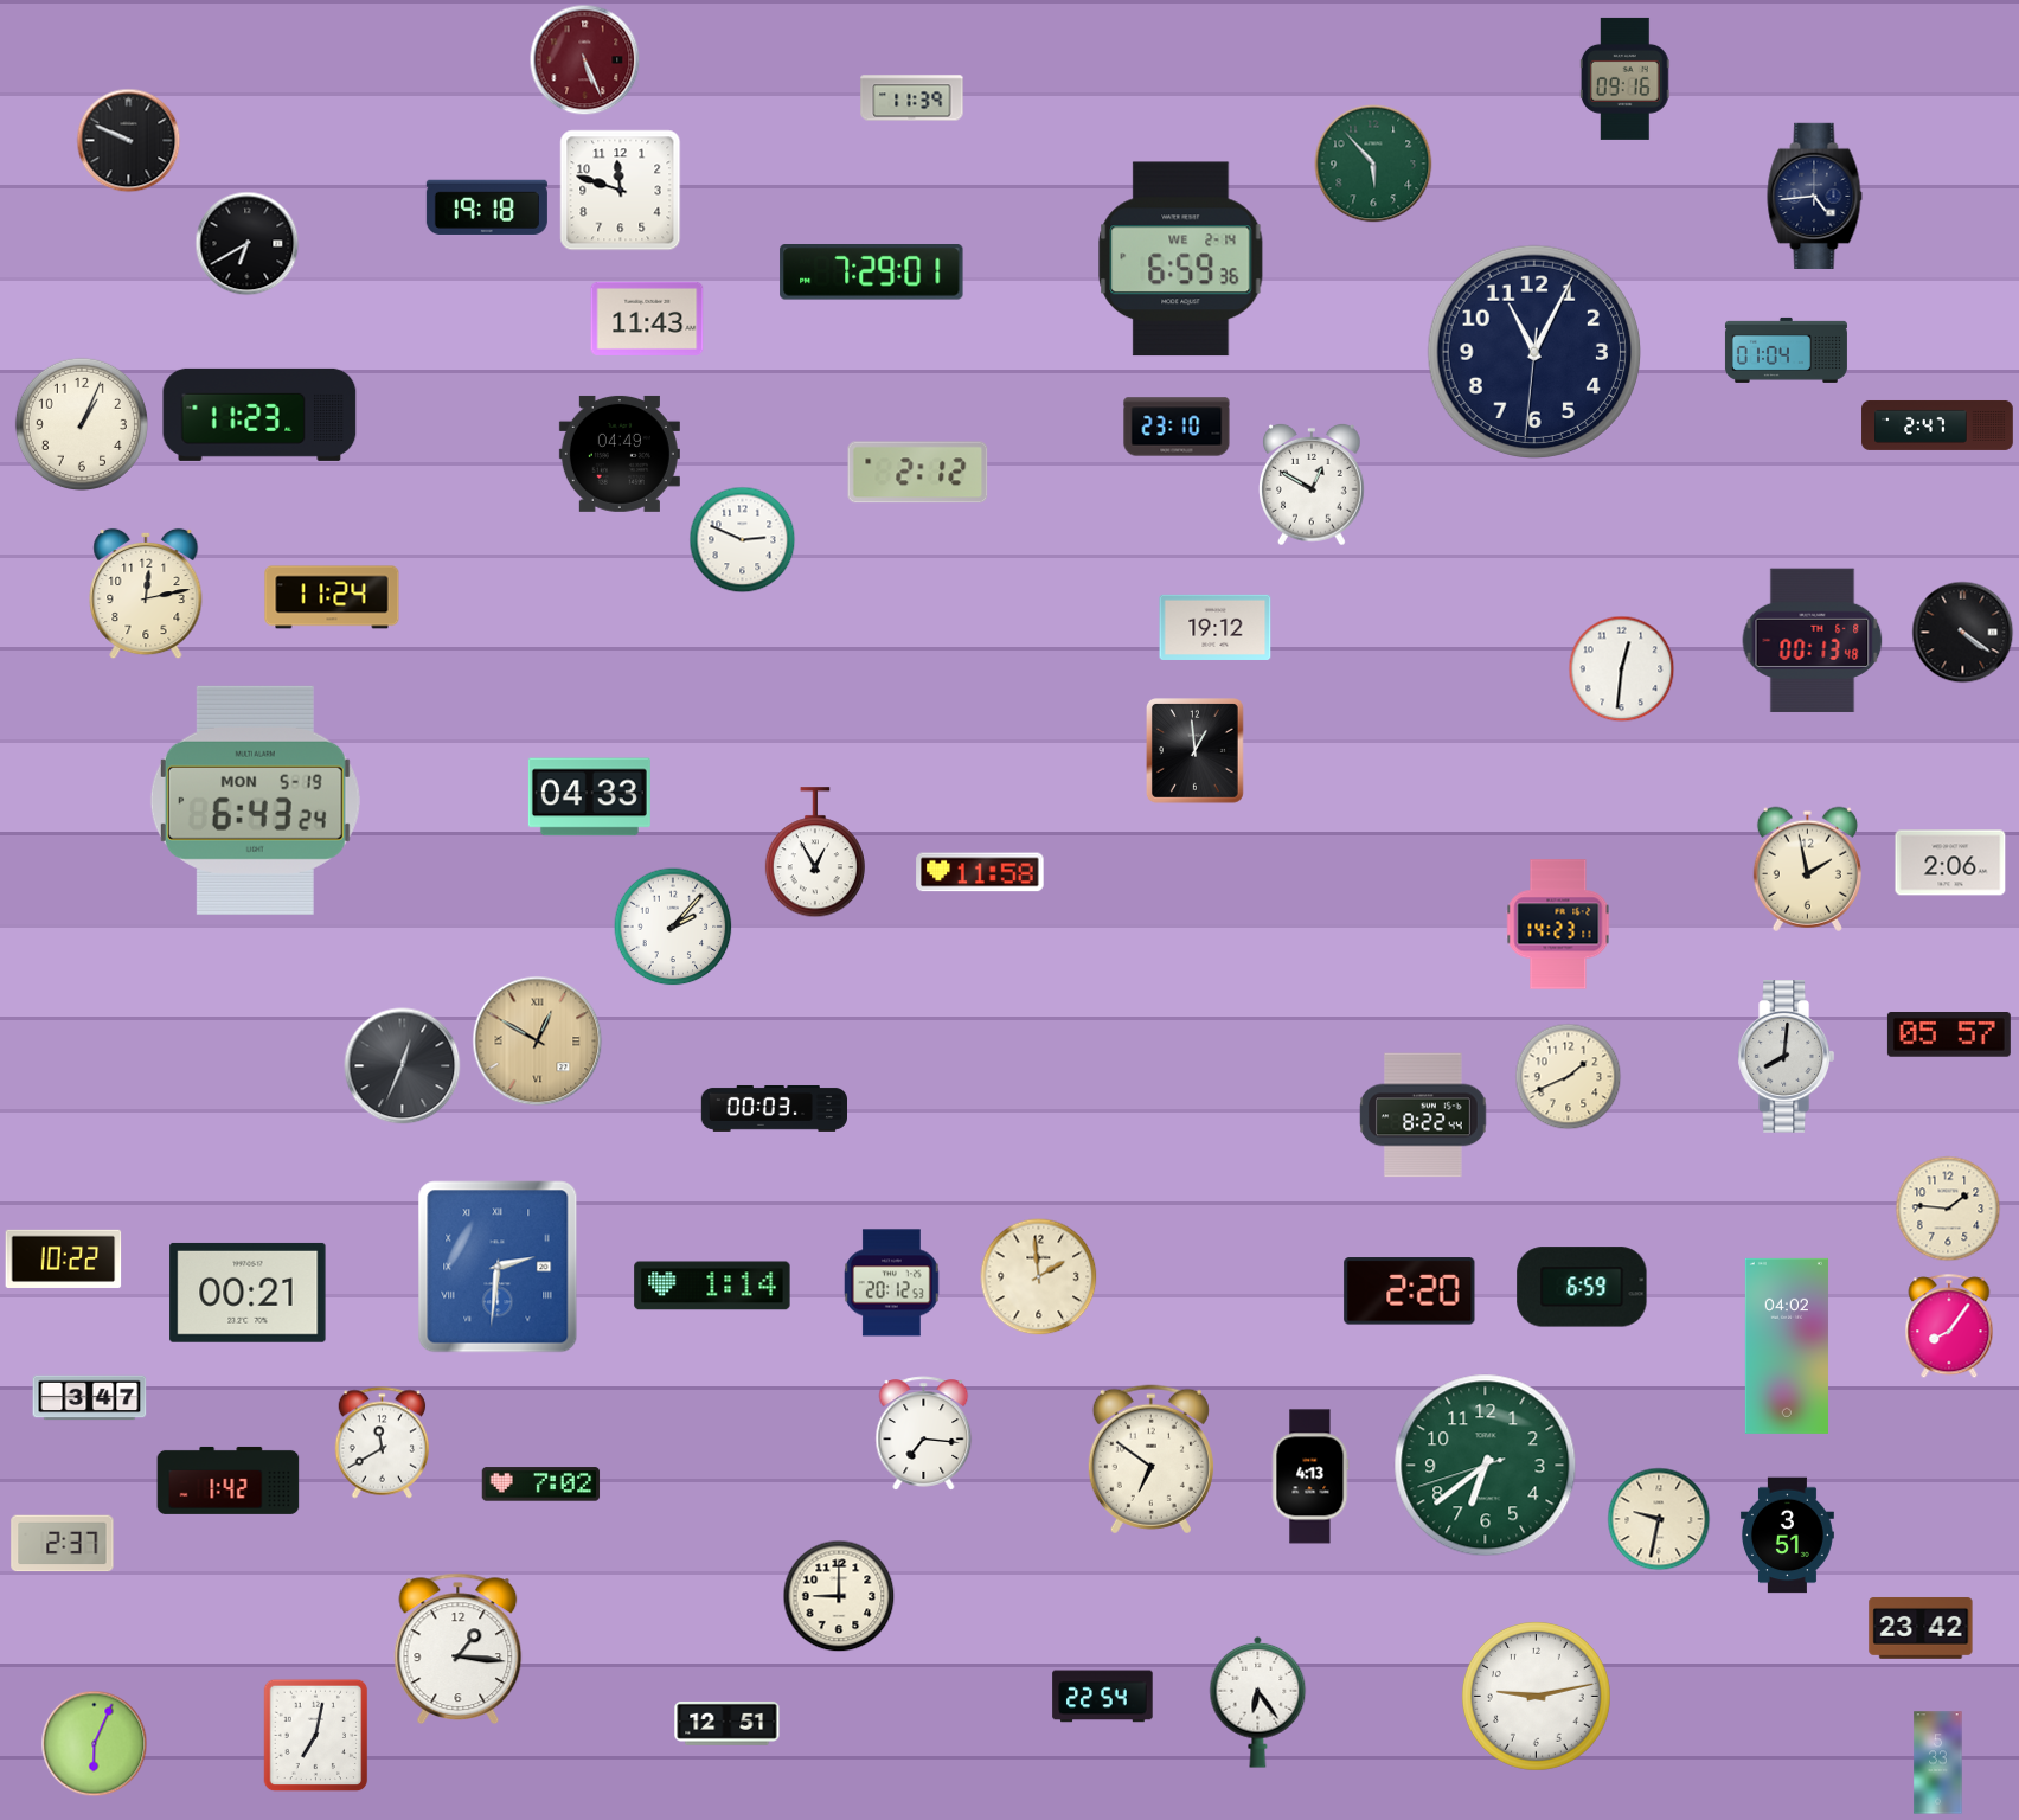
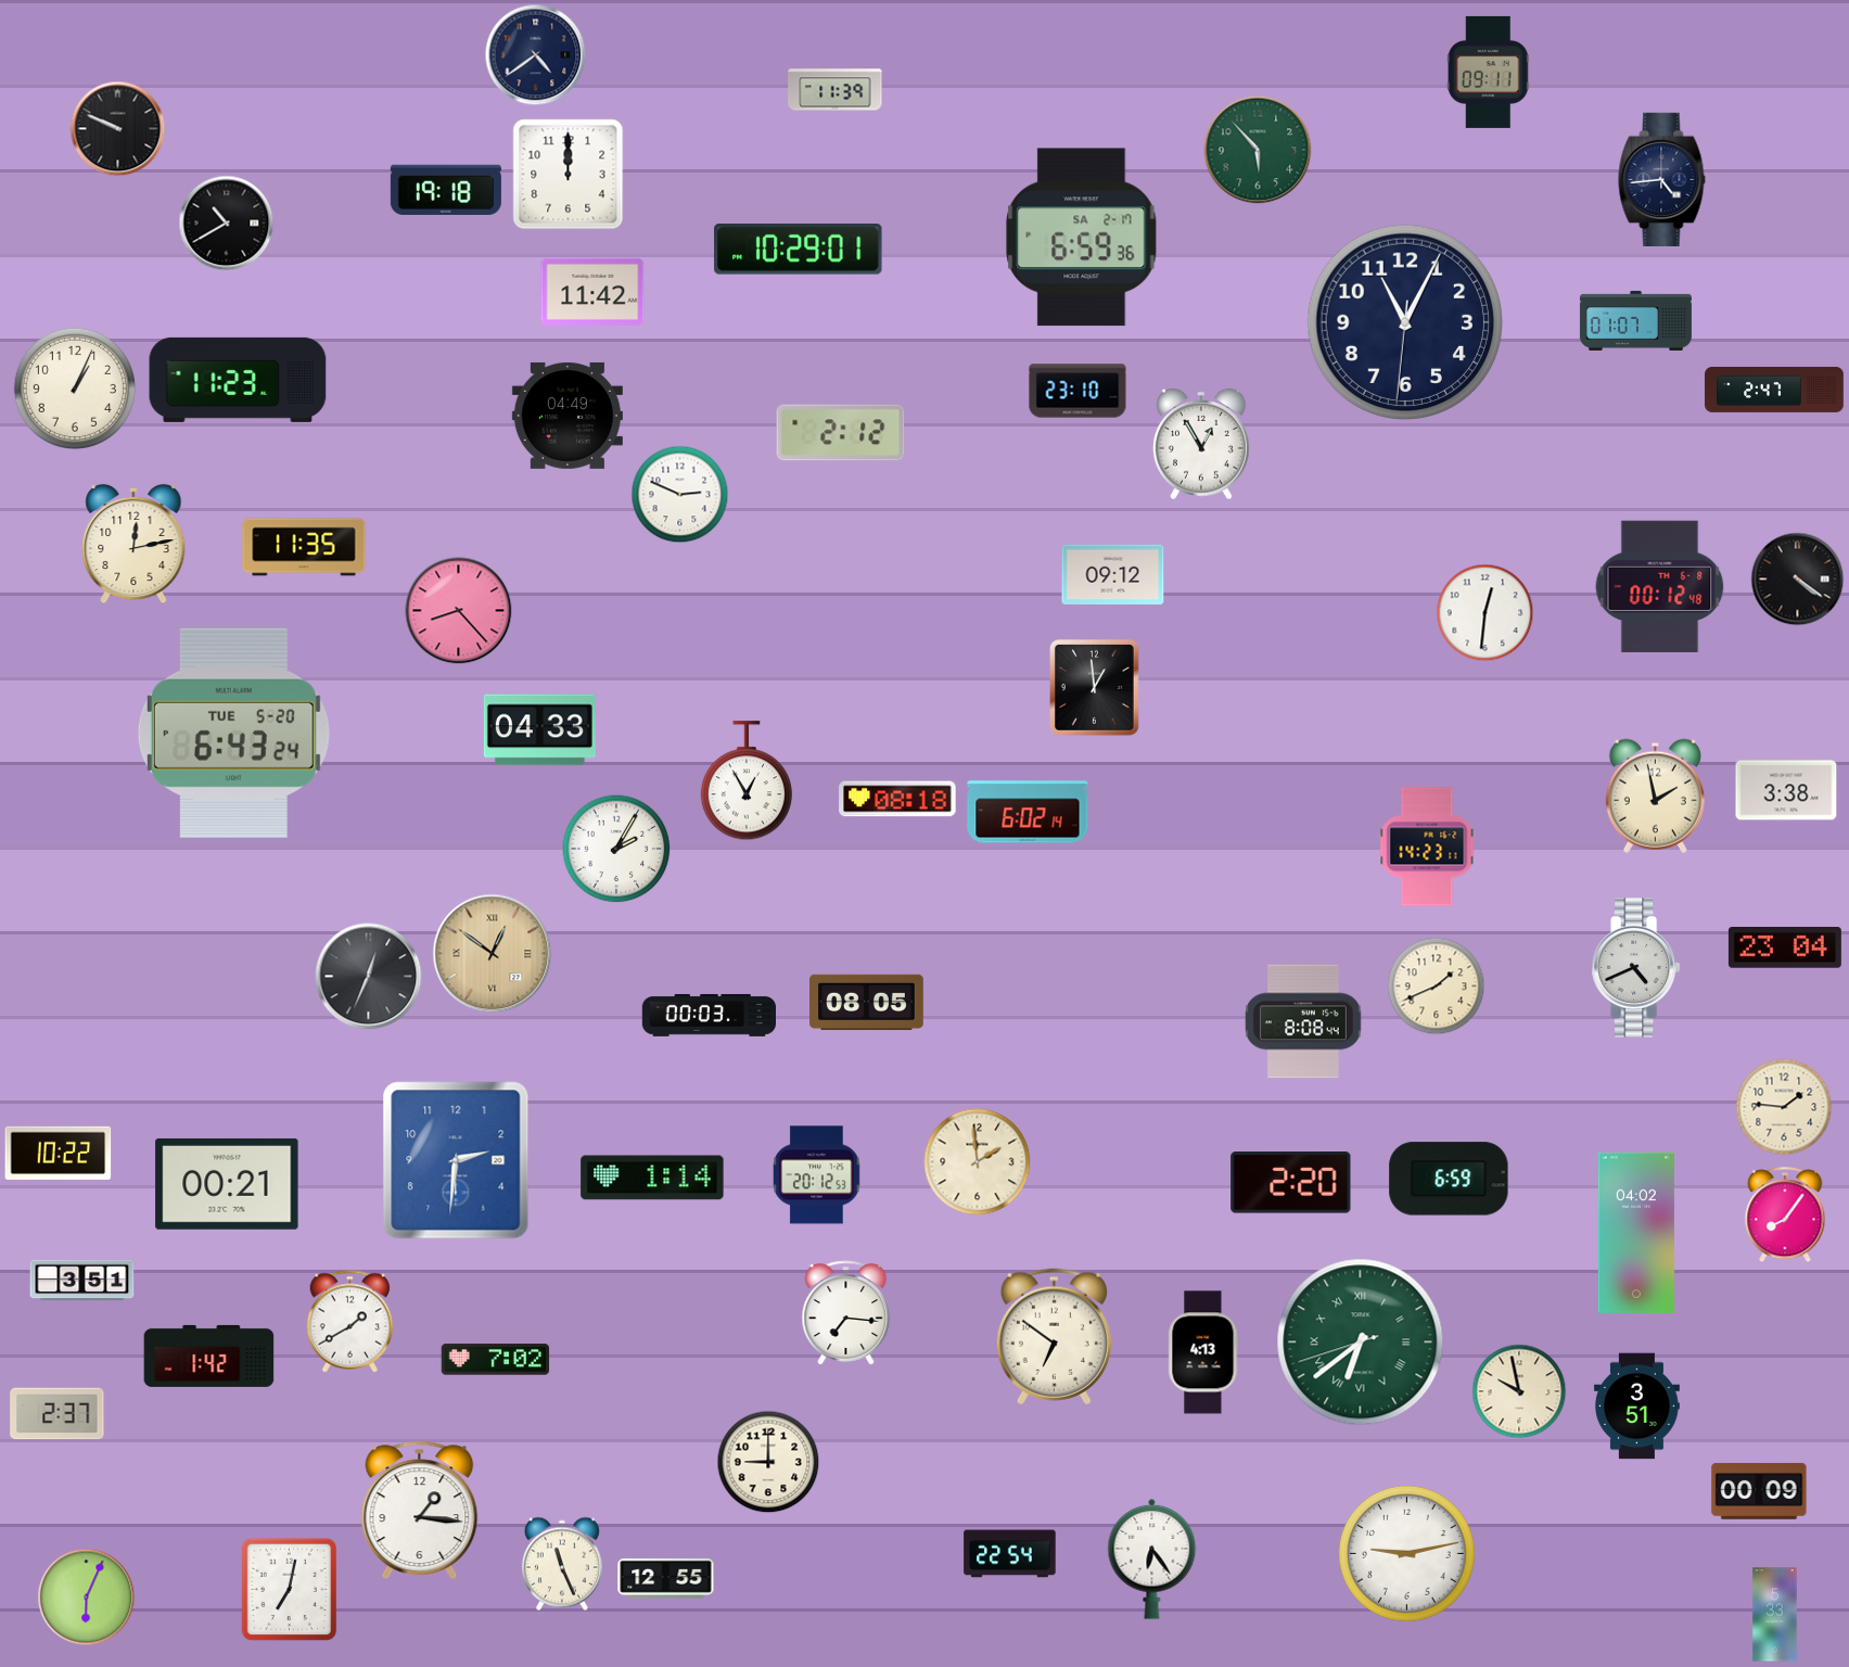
clock at (585, 60): 5:26 -> 4:39
clock at (585, 60) dial: burgundy -> navy
clock at (1624, 78): 09:16 -> 09:11
clock at (621, 191): 11:48 -> 12:00
clock at (248, 244): 6:40 -> 10:40
clock at (1181, 259) date: WE 2-14 -> SA 2-17
clock at (872, 273): 7:29 -> 10:29
clock at (647, 319): 11:43 -> 11:42
clock at (1786, 350): 01:04 -> 01:07
clock at (1313, 485): 12:50 -> 12:55
clock at (332, 597): 11:24 -> 11:35
clock at (1216, 627): 19:12 -> 09:12
clock at (1813, 641): 00:13 -> 00:12
clock at (459, 611): none -> 8:23
clock at (255, 800) date: MON 5-19 -> TUE 5-20
clock at (1950, 863): 2:06 -> 3:38
clock at (980, 872): 11:58 -> 08:18
clock at (1028, 812): none -> 6:02
clock at (673, 927): 2:07 -> 2:05
clock at (1949, 1036): 05:57 -> 23:04
clock at (538, 1042): 12:50 -> 12:51
clock at (1786, 1057): 8:01 -> 4:41
clock at (867, 1002): none -> 08:05
clock at (1423, 1115): 8:22 -> 8:08
clock at (498, 1267) numerals: Roman -> Arabic
clock at (1039, 1277) position: (1039, 1277) -> (978, 1162)
clock at (90, 1398): 3:47 -> 3:51
clock at (383, 1443): 11:40 -> 1:40
clock at (1486, 1466) numerals: Arabic -> Roman
clock at (1310, 1476) position: (1310, 1476) -> (1203, 1352)
clock at (1659, 1519): 9:32 -> 9:58
clock at (1921, 1628): 23:42 -> 00:09
clock at (562, 1564): none -> 11:26
clock at (728, 1723): 12:51 -> 12:55
